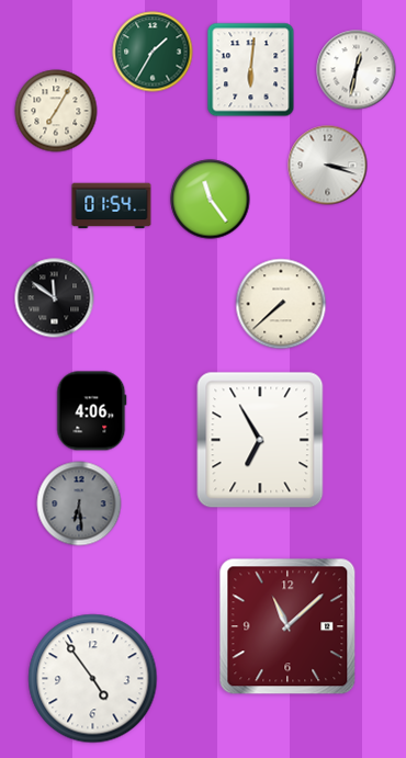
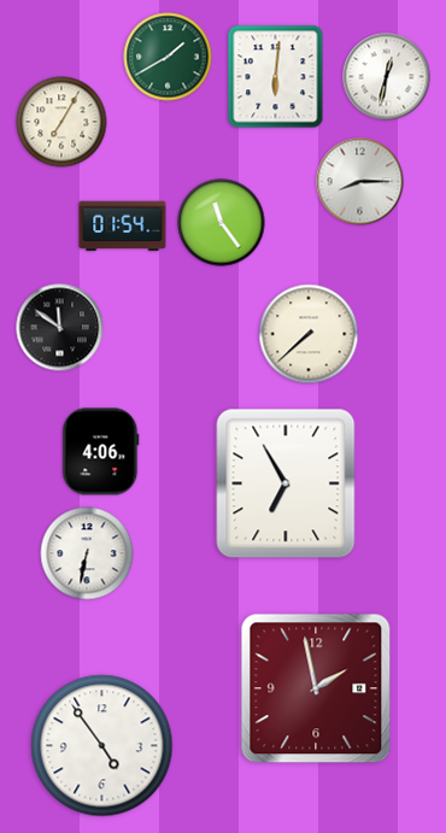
clock at (153, 52): 1:35 -> 1:40
clock at (357, 70) position: (357, 70) -> (387, 77)
clock at (328, 166): 3:18 -> 8:15
clock at (211, 200) position: (211, 200) -> (222, 223)
clock at (79, 504): 6:29 -> 6:32
clock at (79, 504) dial: grey -> white
clock at (287, 626): 11:08 -> 1:58
